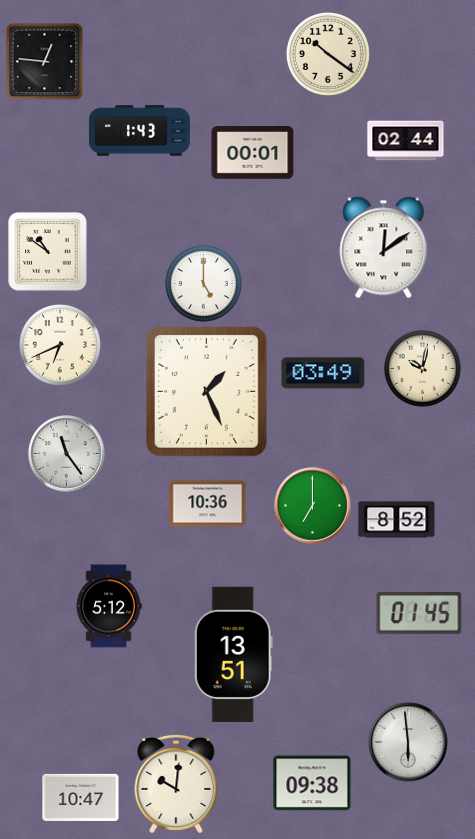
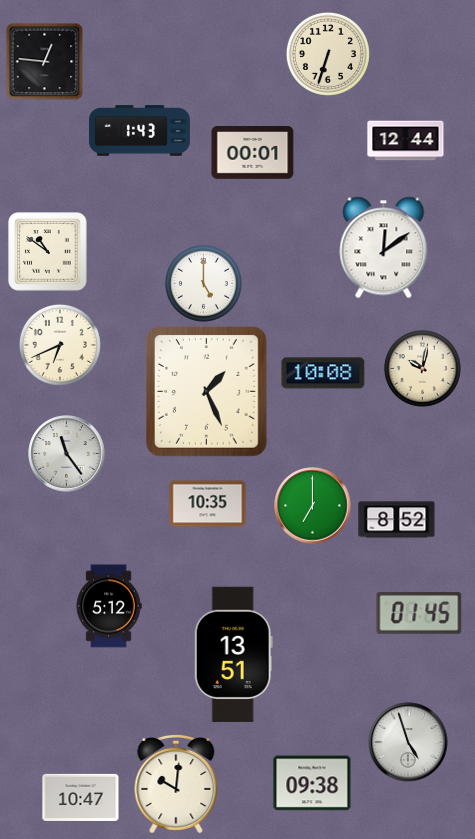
clock at (328, 54): 10:21 -> 6:33
clock at (406, 141): 02:44 -> 12:44
clock at (323, 373): 03:49 -> 10:08
clock at (208, 504): 10:36 -> 10:35
clock at (408, 742): 5:59 -> 4:57
